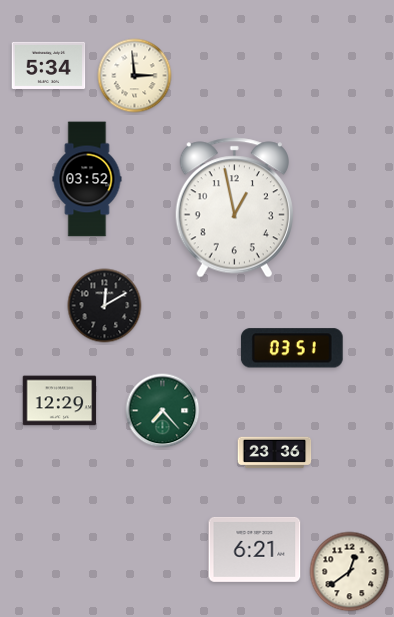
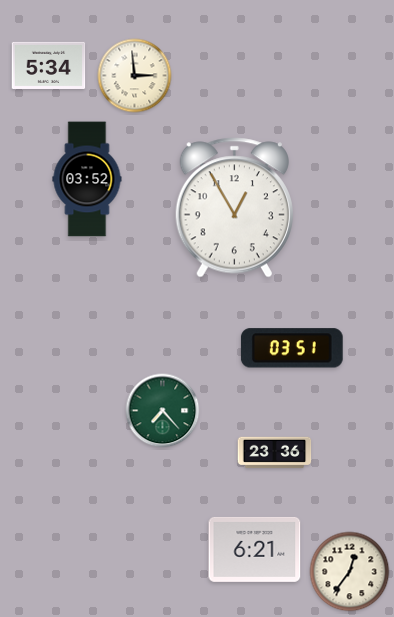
clock at (234, 208): 12:58 -> 12:55
clock at (105, 306): 12:10 -> none
clock at (60, 401): 12:29 -> none
clock at (350, 572): 12:39 -> 12:36
